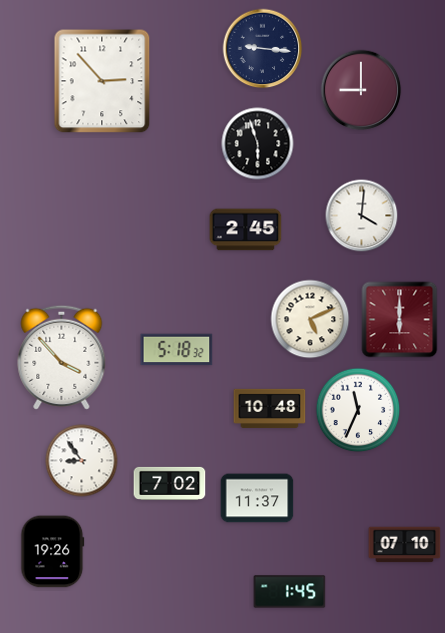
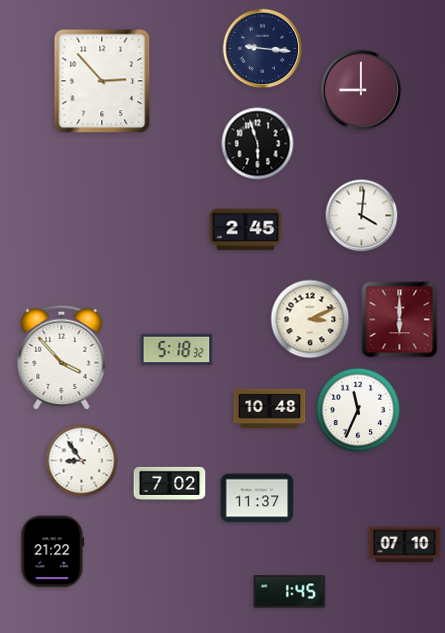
clock at (310, 319): 5:11 -> 3:11
clock at (53, 552): 19:26 -> 21:22
